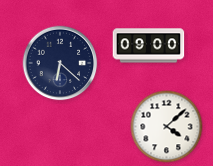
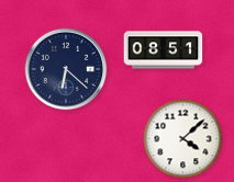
clock at (149, 46): 09:00 -> 08:51
